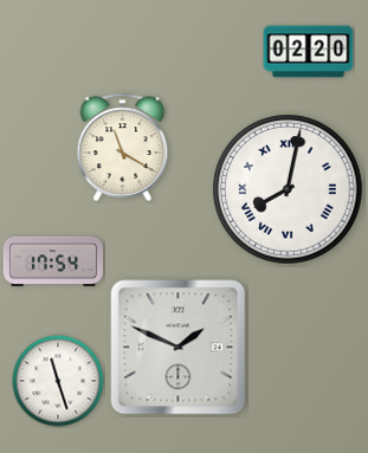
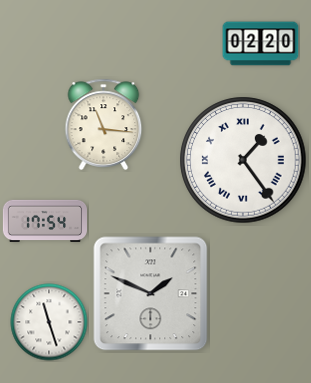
clock at (123, 147): 11:20 -> 11:16
clock at (288, 189): 8:02 -> 1:24
